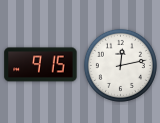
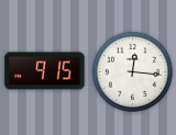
clock at (120, 65): 12:13 -> 12:16
